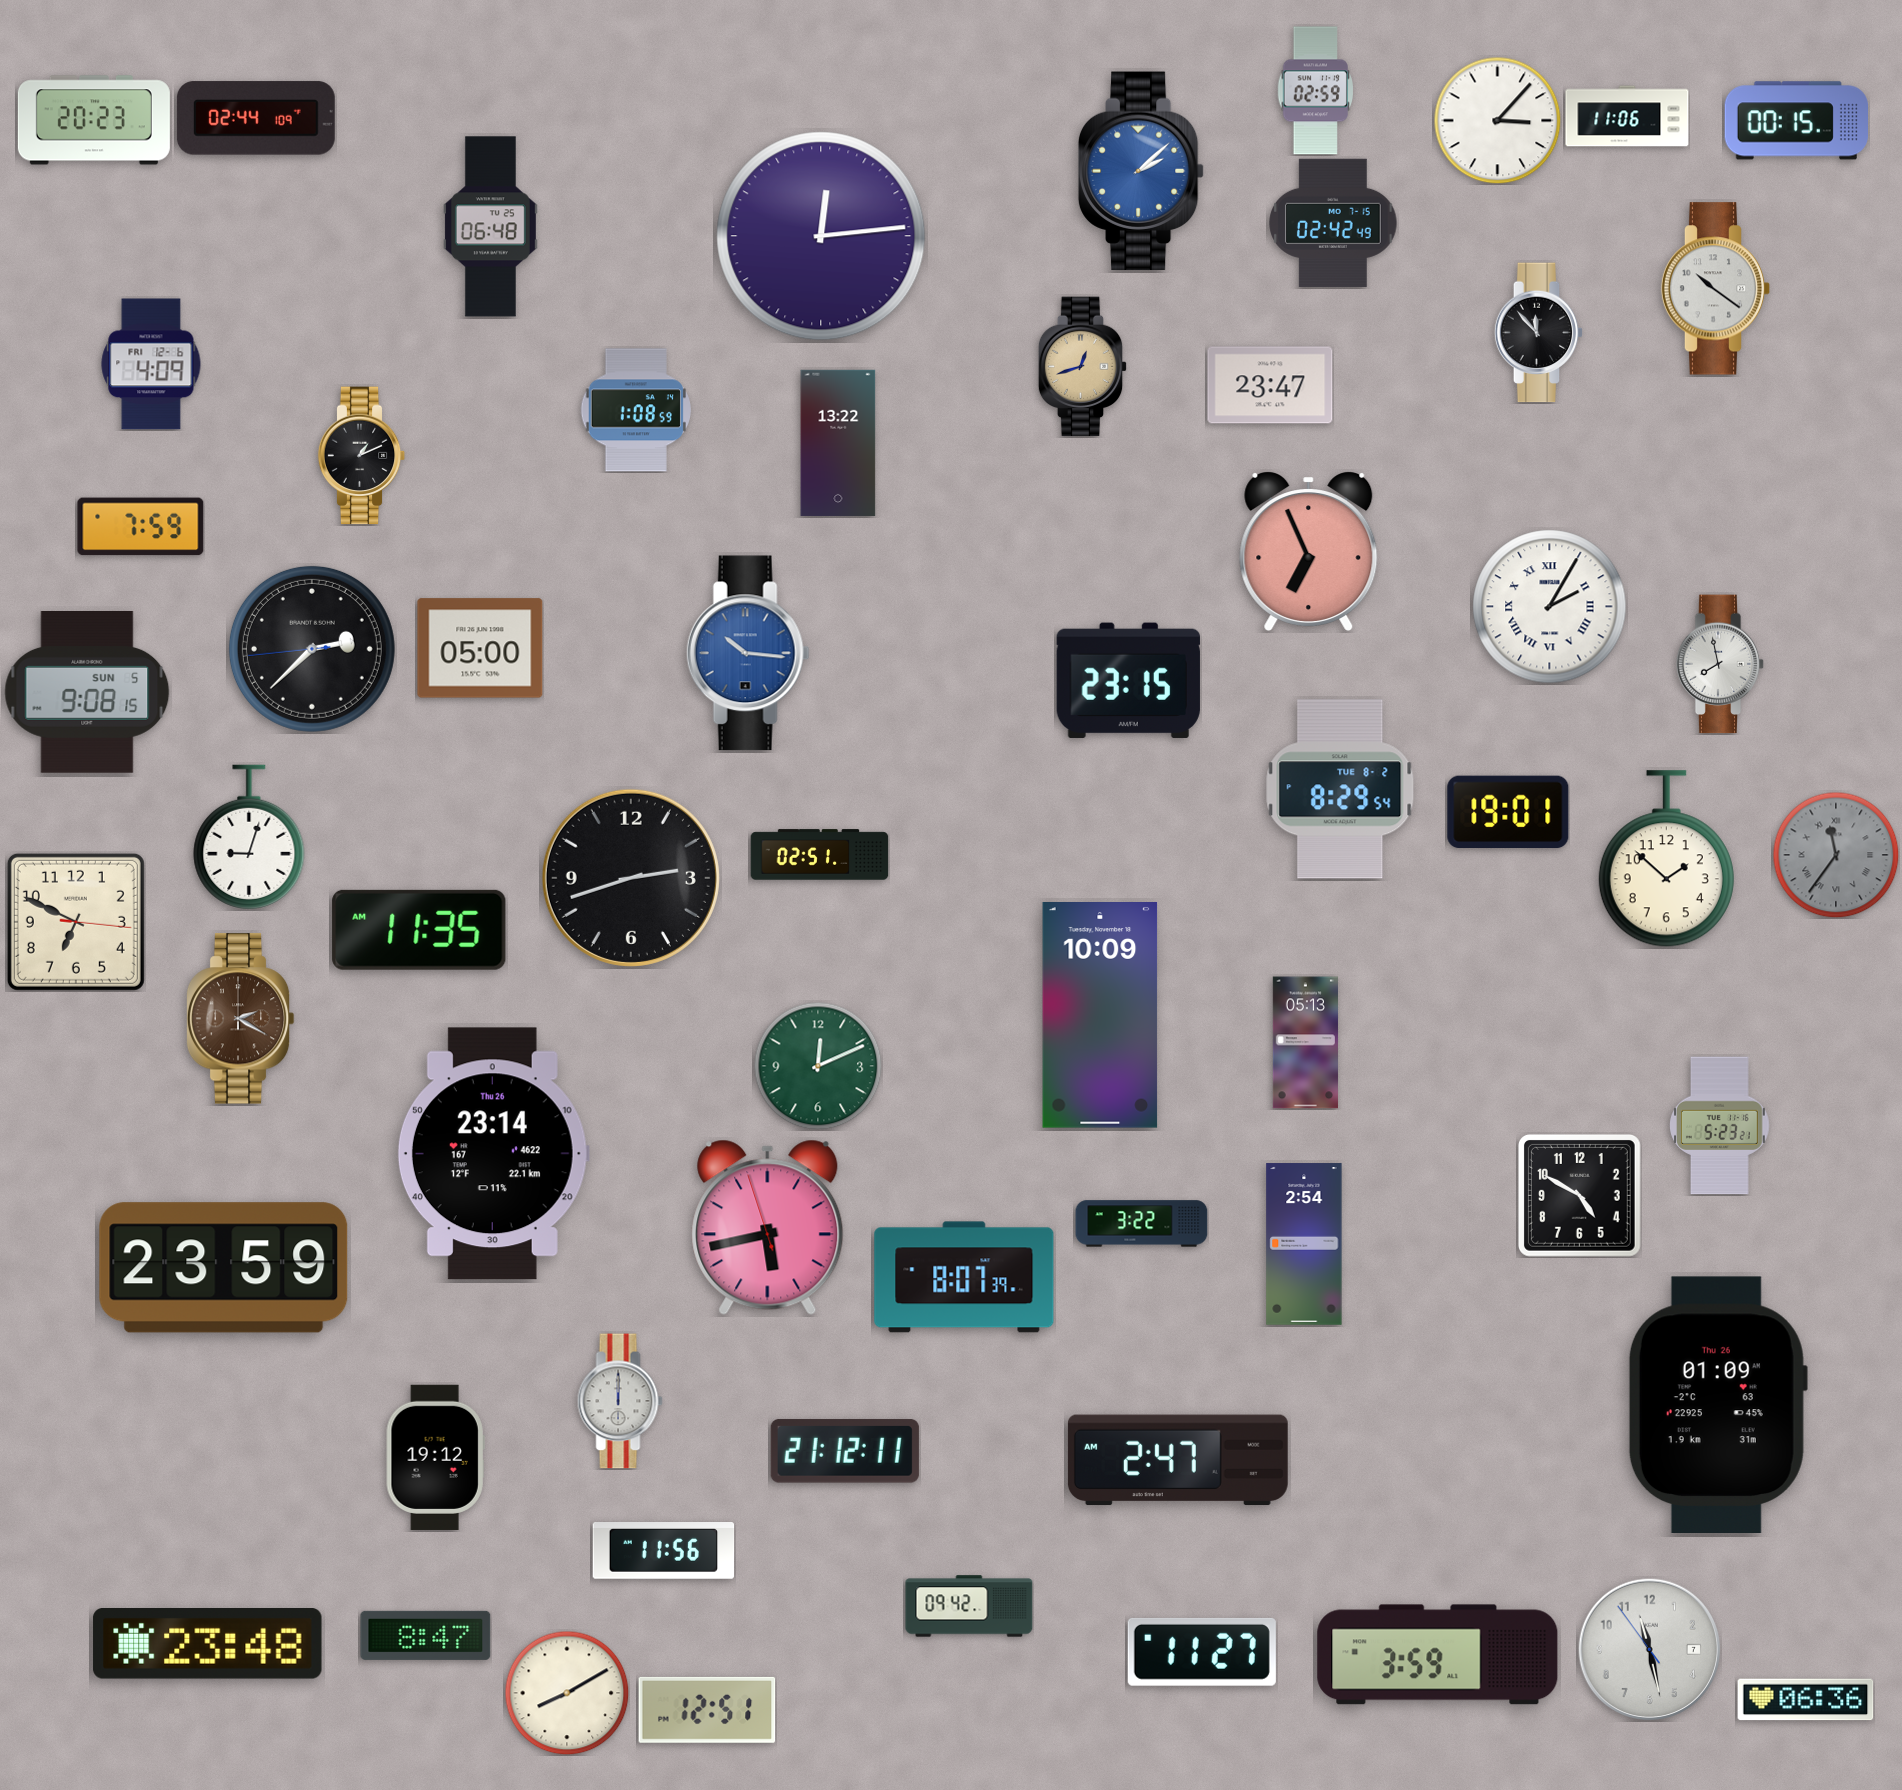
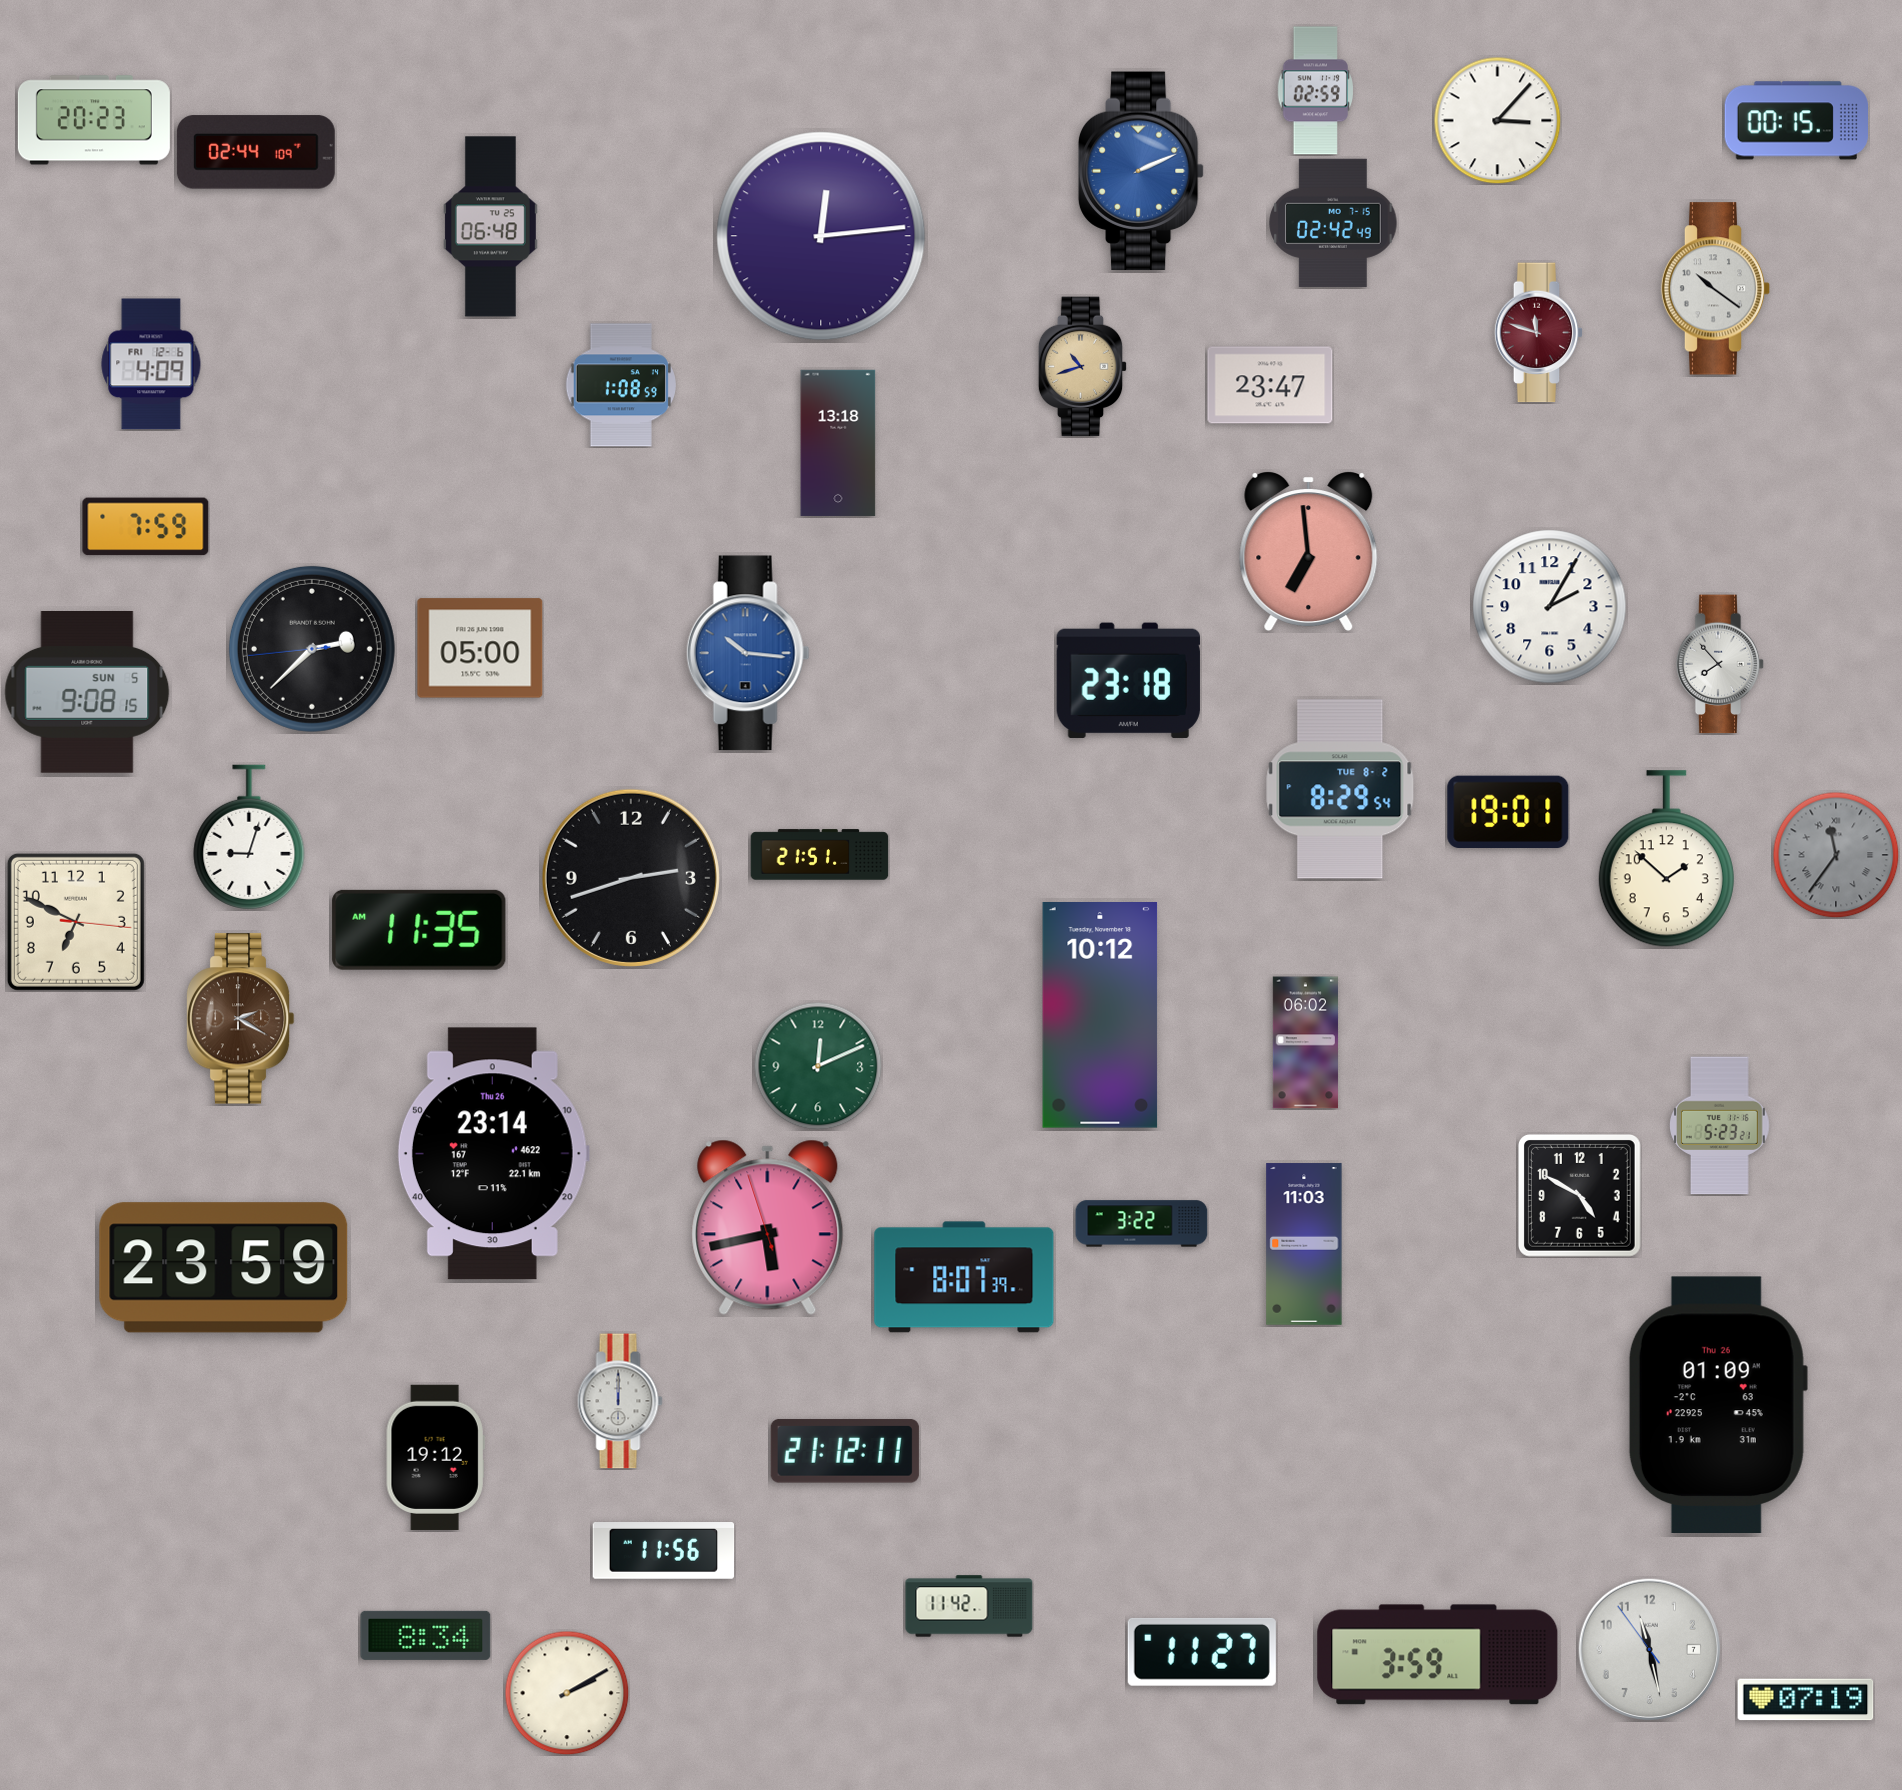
clock at (1627, 116): 11:06 -> none
clock at (256, 118) position: (256, 118) -> (256, 152)
clock at (1141, 171): 2:08 -> 2:11
clock at (1539, 333): 11:53 -> 11:48
clock at (1539, 333) dial: black -> burgundy
clock at (1083, 367): 12:42 -> 10:42
clock at (636, 410) position: (636, 410) -> (621, 385)
clock at (838, 443): 13:22 -> 13:18
clock at (362, 456): 1:11 -> none
clock at (141, 527) position: (141, 527) -> (146, 527)
clock at (1309, 551): 6:56 -> 6:59
clock at (1550, 607) numerals: Roman -> Arabic
clock at (1720, 664): 7:58 -> 7:53
clock at (1128, 680): 23:15 -> 23:18
clock at (820, 855): 02:51 -> 21:51
clock at (1100, 1016): 10:09 -> 10:12
clock at (1305, 1043): 05:13 -> 06:02
clock at (1304, 1244): 2:54 -> 11:03
clock at (1178, 1460): 2:47 -> none
clock at (969, 1606): 09:42 -> 11:42
clock at (426, 1635): 8:47 -> 8:34
clock at (208, 1644): 23:48 -> none
clock at (567, 1693): 8:10 -> 2:10
clock at (1806, 1700): 06:36 -> 07:19
clock at (707, 1710): 12:51 -> none
